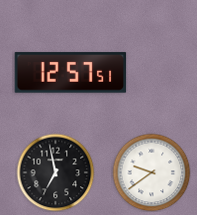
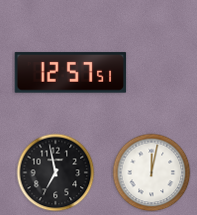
clock at (151, 172): 9:39 -> 12:02
